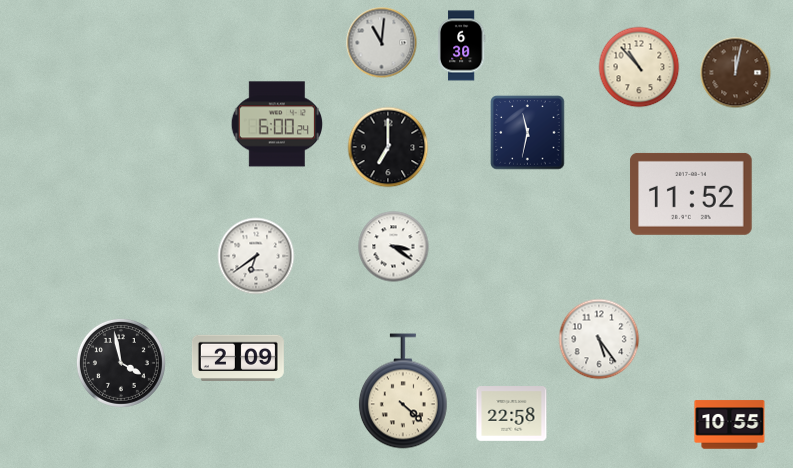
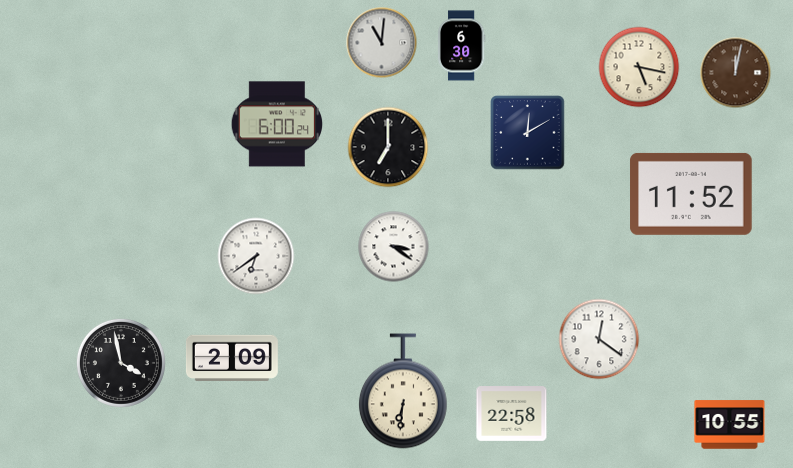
clock at (639, 67): 10:53 -> 5:17
clock at (528, 133): 11:32 -> 12:10
clock at (599, 339): 5:24 -> 12:21
clock at (238, 358) position: (238, 358) -> (232, 358)
clock at (403, 391): 4:22 -> 6:31
